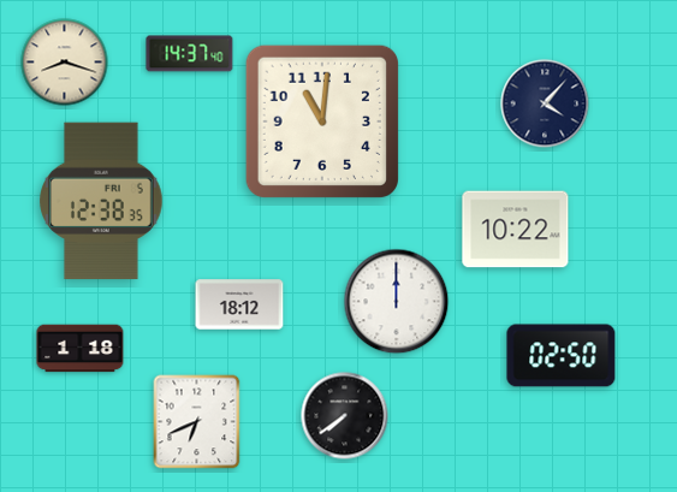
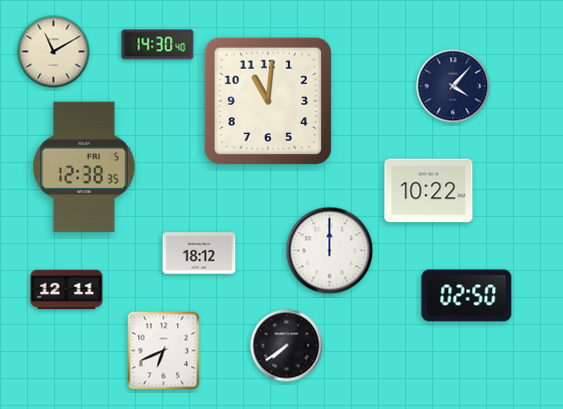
clock at (190, 54): 14:37 -> 14:30
clock at (65, 63): 8:18 -> 11:10
clock at (81, 349): 1:18 -> 12:11
